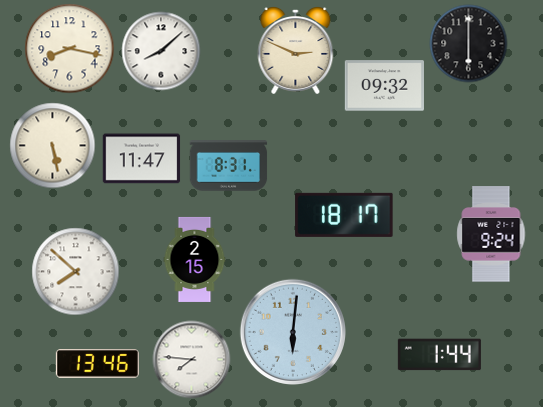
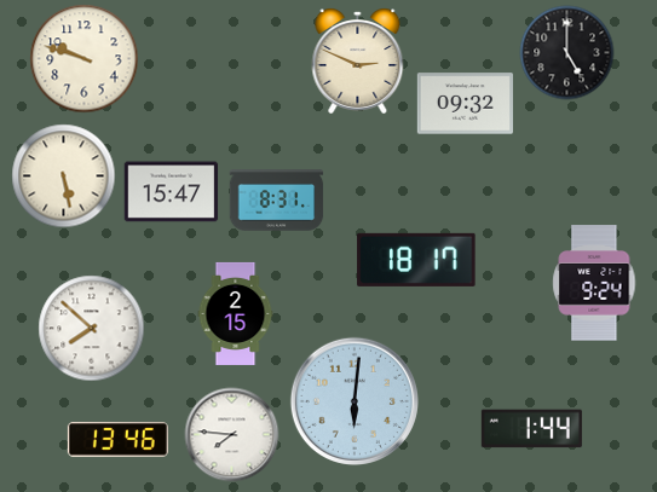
clock at (468, 43): 6:00 -> 5:00
clock at (69, 48): 8:17 -> 9:48
clock at (161, 51): 8:08 -> none
clock at (141, 159): 11:47 -> 15:47
